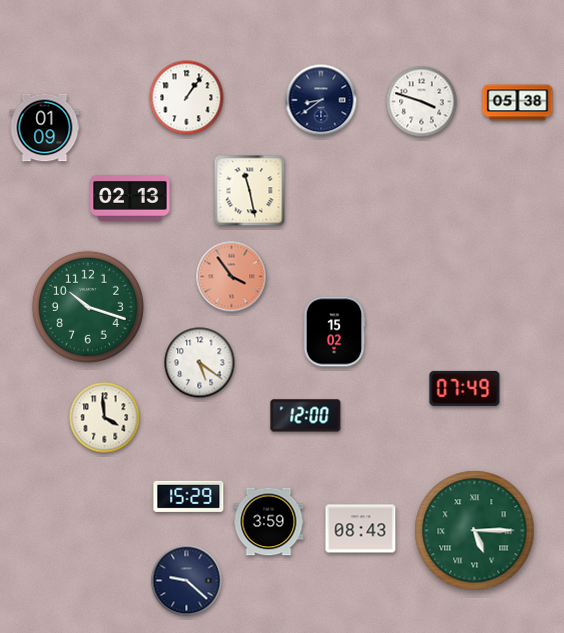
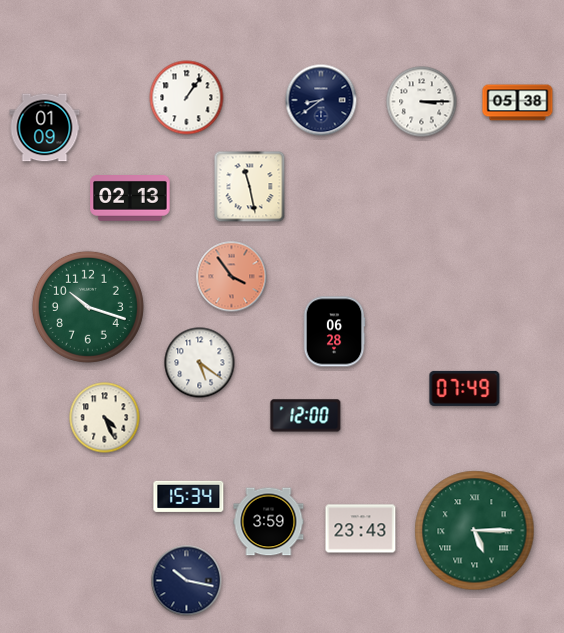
clock at (422, 102): 3:48 -> 3:15
clock at (250, 191) position: (250, 191) -> (250, 187)
clock at (334, 332): 15:02 -> 06:28
clock at (105, 418): 3:59 -> 4:26
clock at (189, 496): 15:29 -> 15:34
clock at (361, 529): 08:43 -> 23:43
clock at (187, 581): 9:22 -> 10:17
